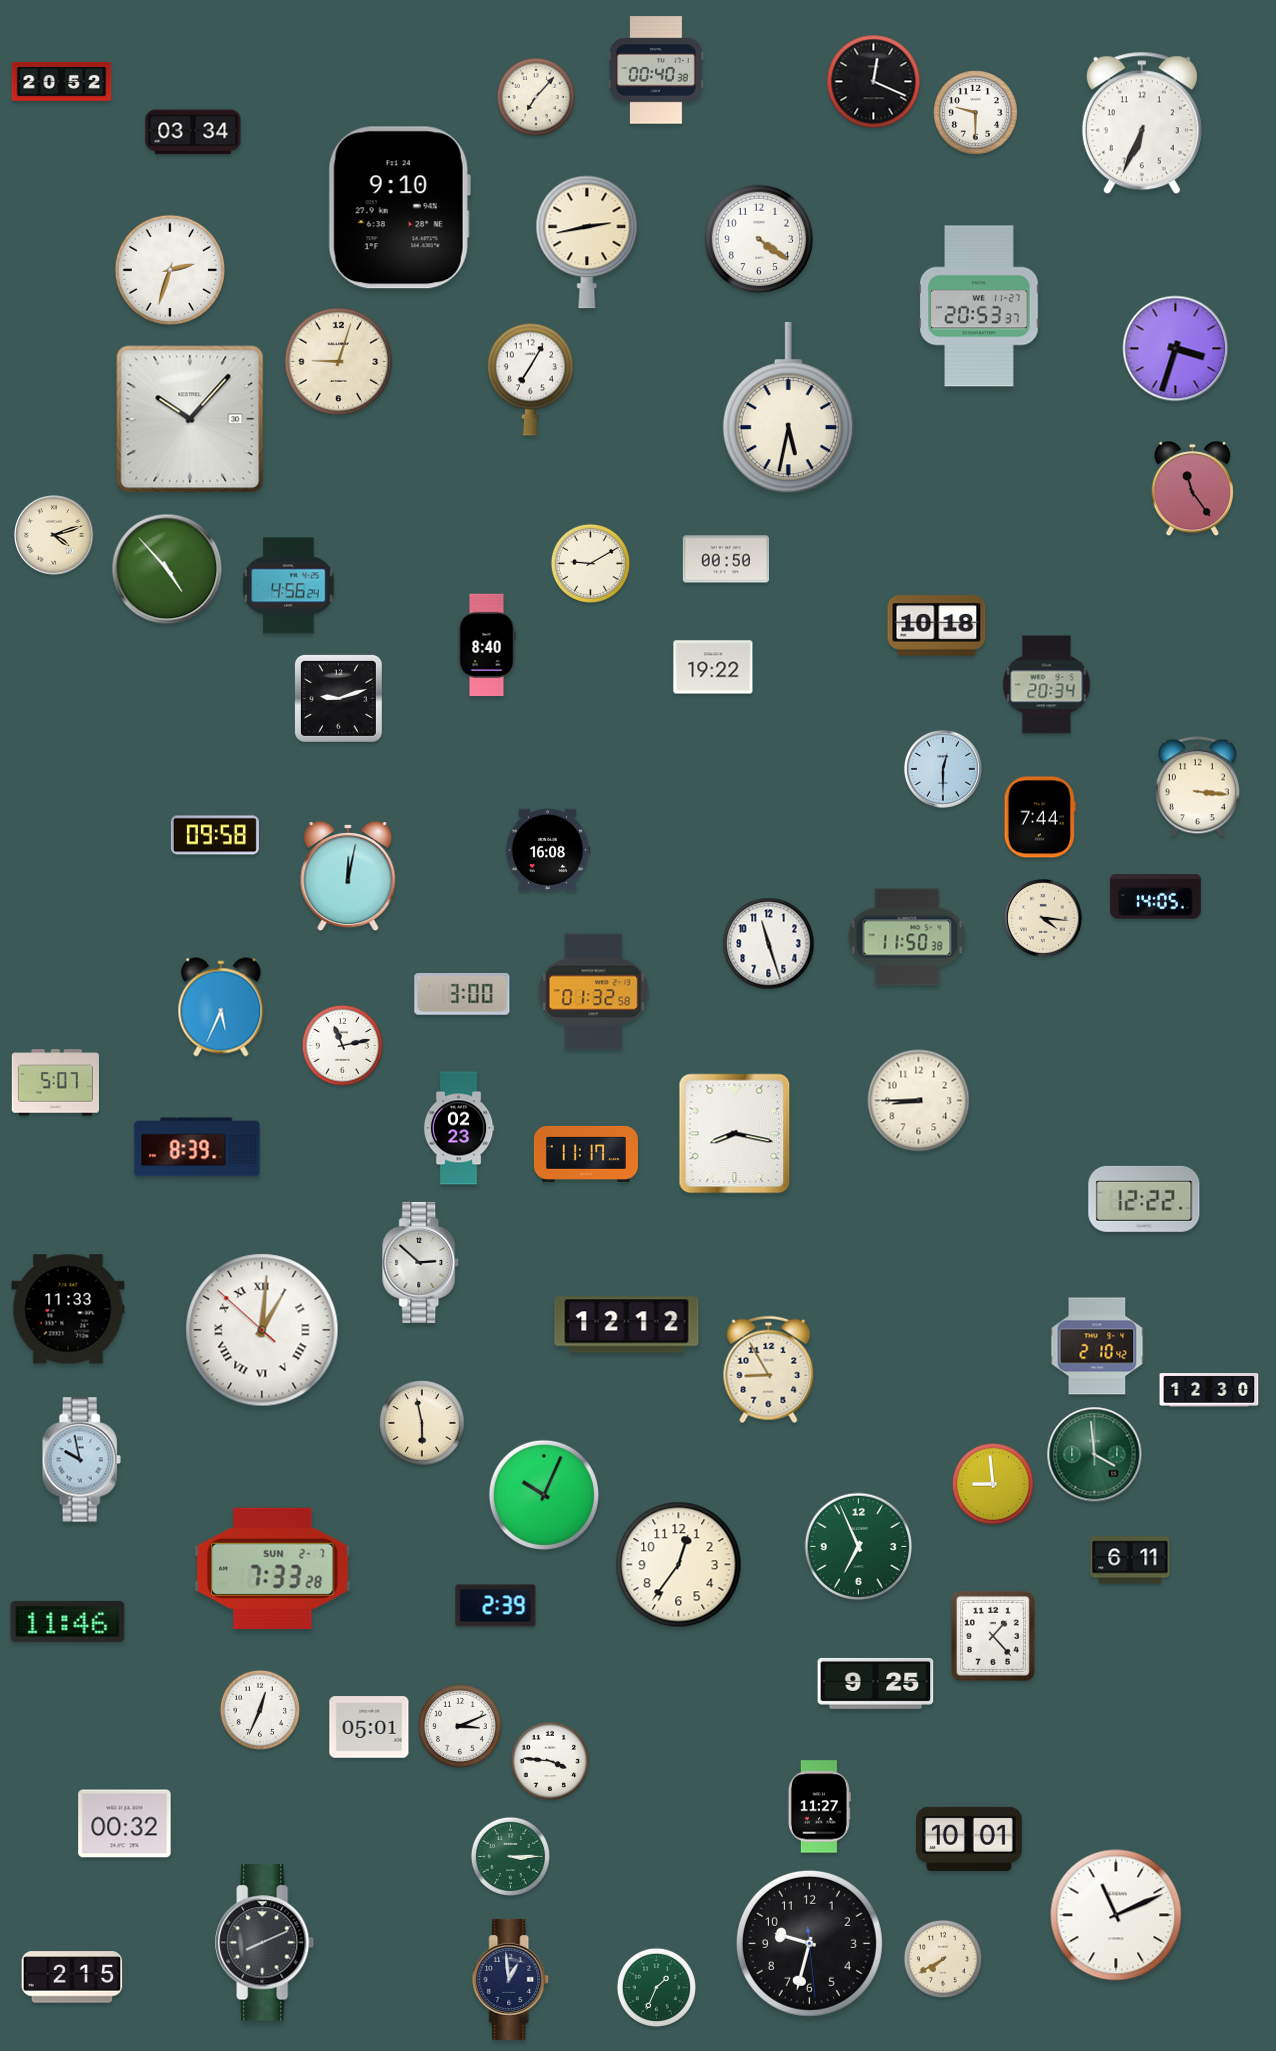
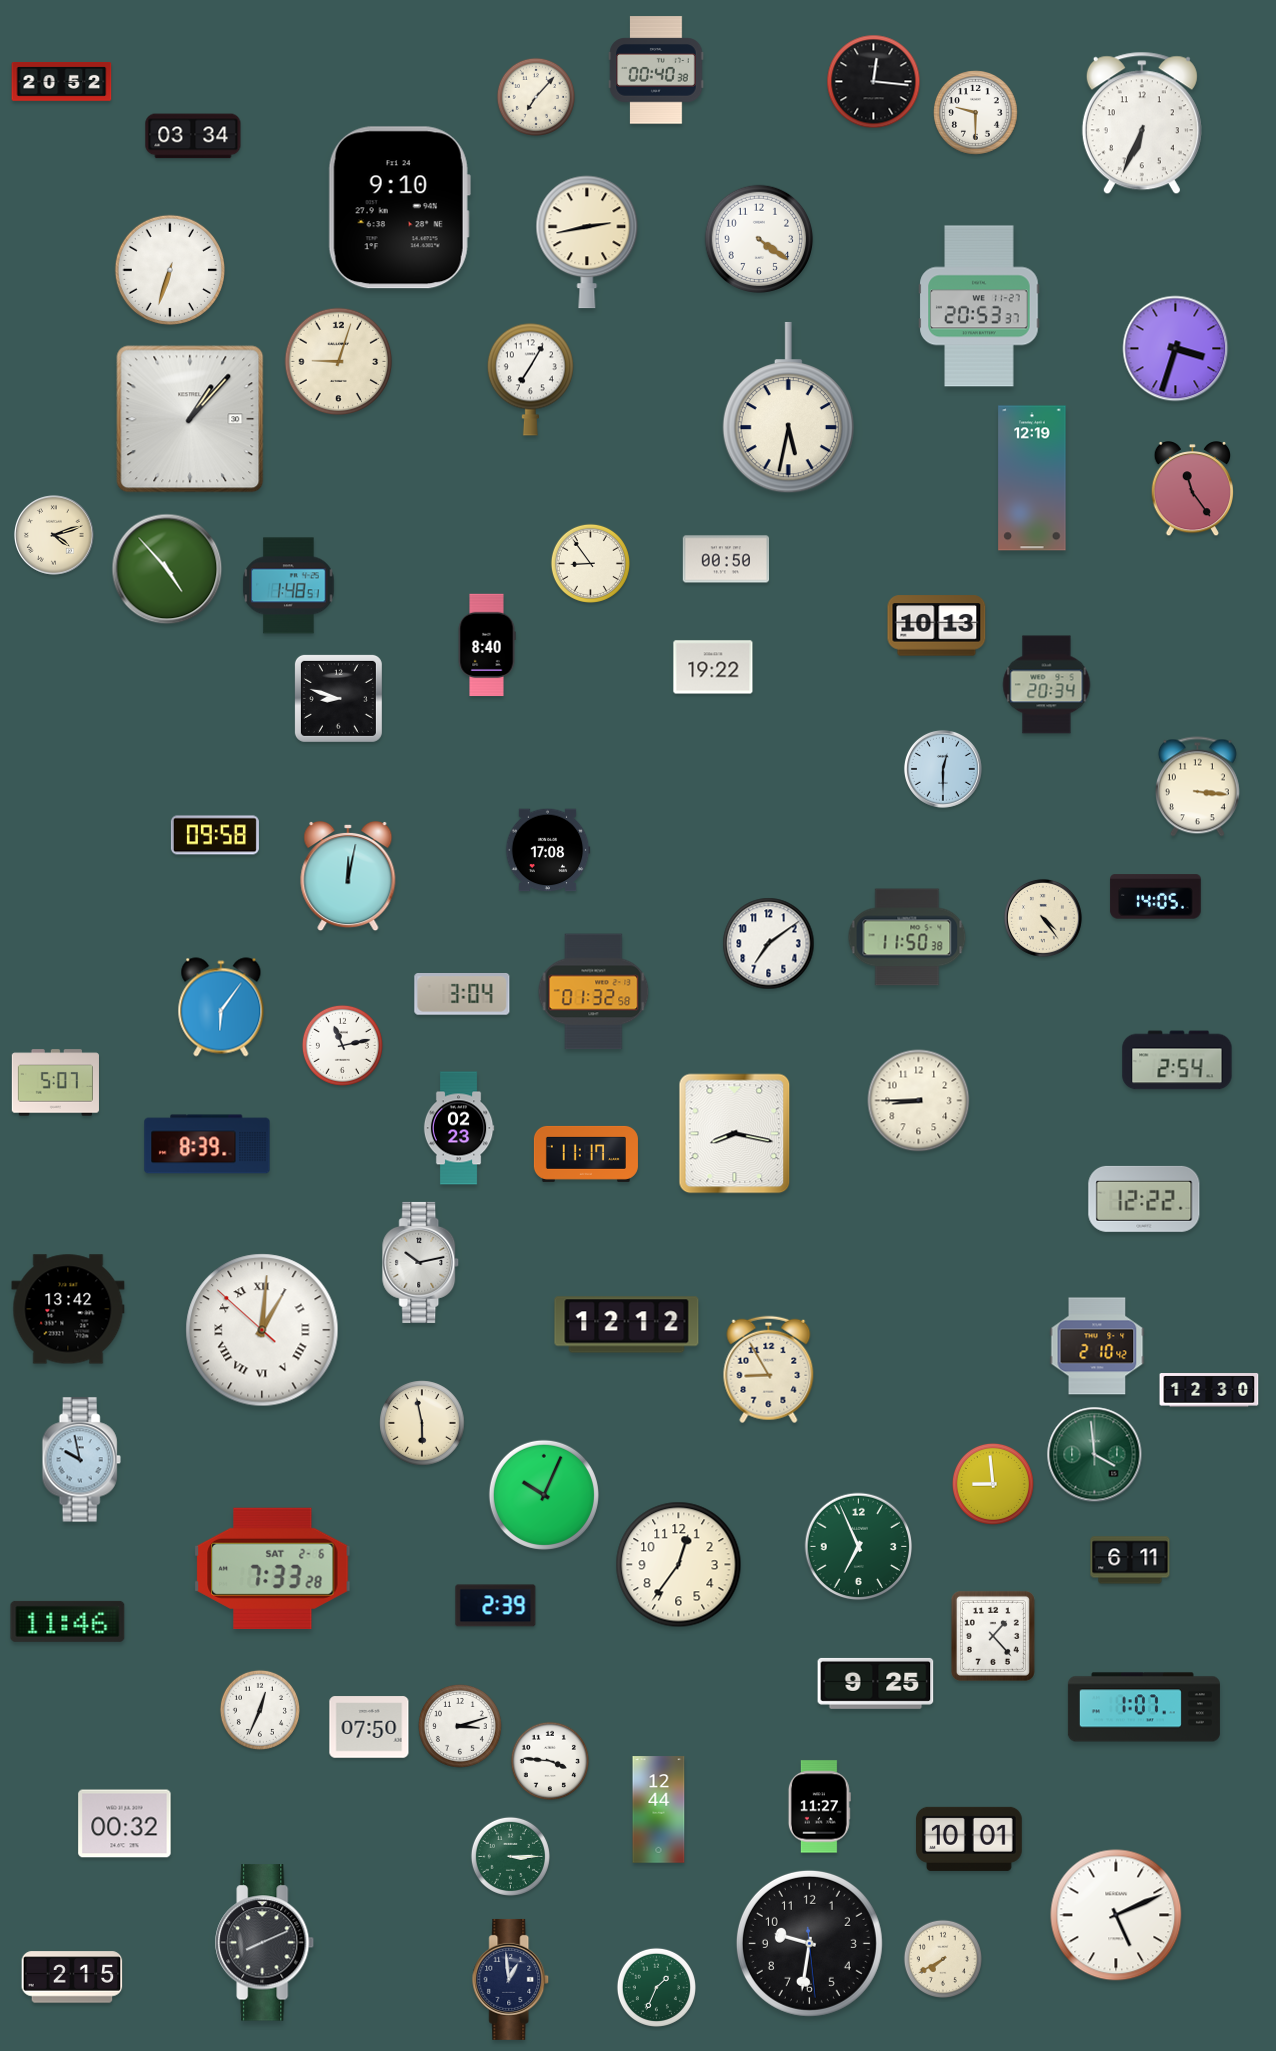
clock at (874, 82): 12:19 -> 12:16
clock at (193, 132) position: (193, 132) -> (193, 136)
clock at (170, 270): 2:33 -> 6:33
clock at (190, 419): 10:07 -> 1:07
clock at (1032, 478): none -> 12:19
clock at (590, 563): 9:10 -> 8:54
clock at (289, 586): 4:56 -> 1:48
clock at (937, 626): 10:18 -> 10:13
clock at (338, 698): 9:12 -> 8:48
clock at (1040, 817): 7:44 -> none
clock at (548, 850): 16:08 -> 17:08
clock at (1043, 918): 4:16 -> 4:24
clock at (769, 944): 11:27 -> 7:09
clock at (462, 995): 3:00 -> 3:04
clock at (221, 1007): 5:34 -> 6:06
clock at (1177, 1060): none -> 2:54
clock at (197, 1147) position: (197, 1147) -> (207, 1144)
clock at (421, 1262): 2:52 -> 10:13
clock at (68, 1309): 11:33 -> 13:42
clock at (273, 1568) date: SUN 2-7 -> SAT 2-6
clock at (1144, 1707): none -> 1:07
clock at (369, 1727): 05:01 -> 07:50
clock at (461, 1727): 3:11 -> 3:12
clock at (659, 1810): none -> 12:44
clock at (1116, 1915): 11:11 -> 5:11
clock at (809, 1943): 9:32 -> 9:31
